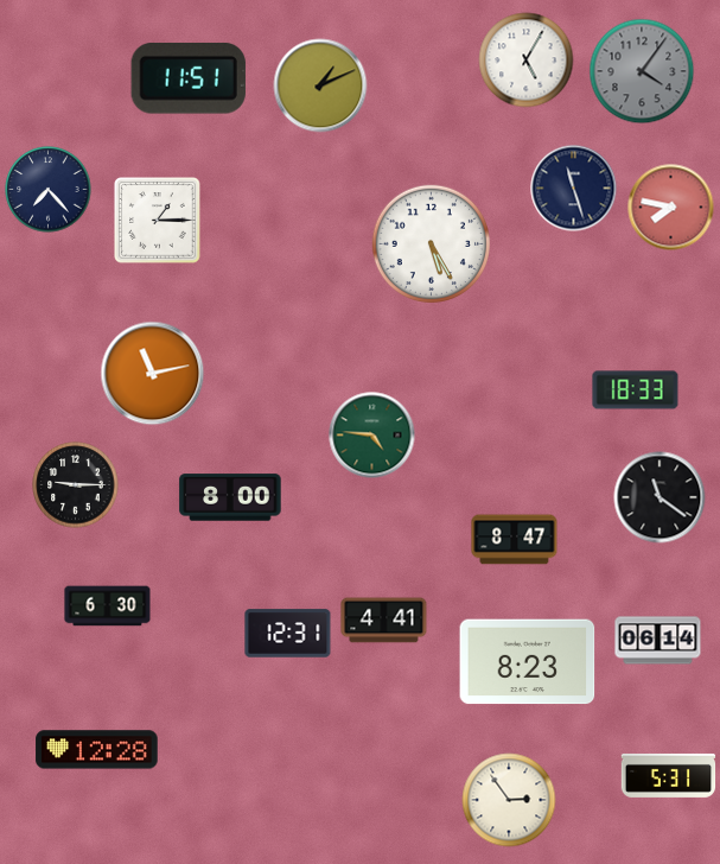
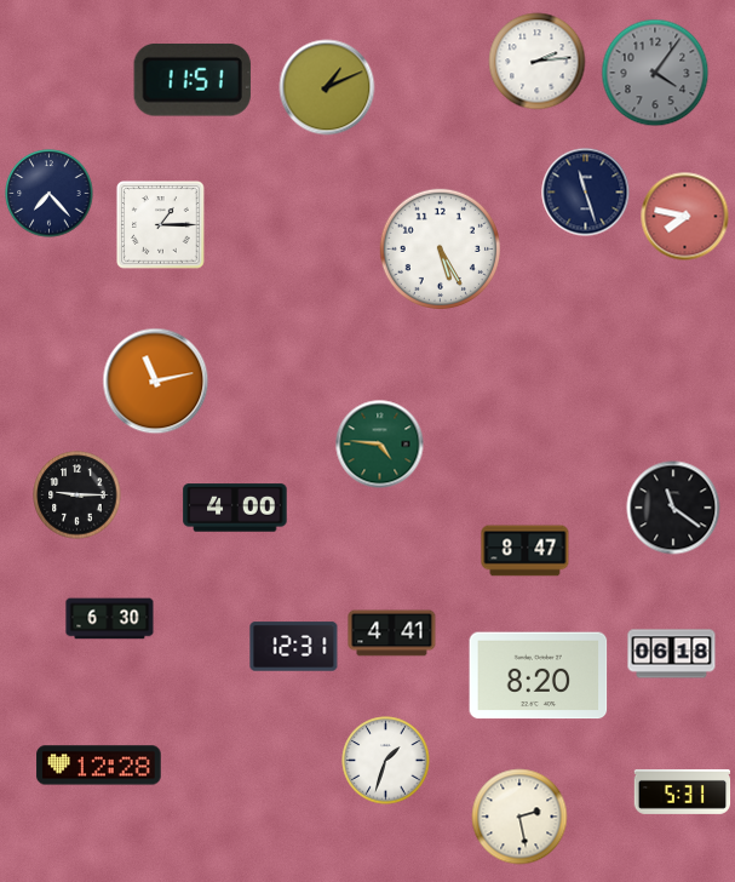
clock at (527, 61): 5:05 -> 2:14
clock at (671, 208) position: (671, 208) -> (685, 217)
clock at (636, 390): 18:33 -> none
clock at (230, 497): 8:00 -> 4:00
clock at (658, 641): 06:14 -> 06:18
clock at (528, 662): 8:23 -> 8:20
clock at (386, 761): none -> 1:33
clock at (509, 800): 2:54 -> 2:28
